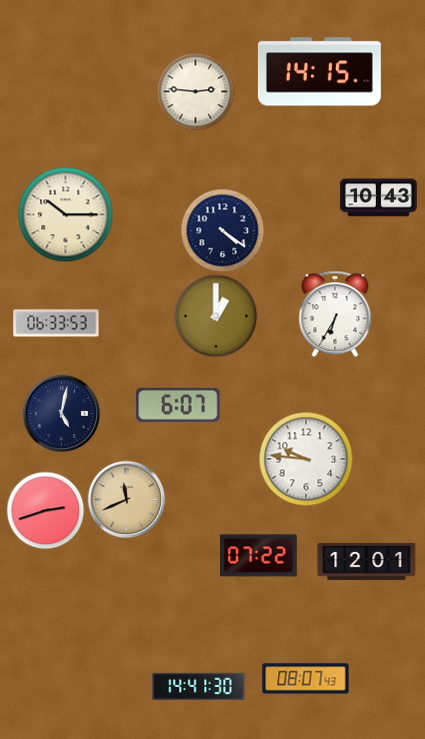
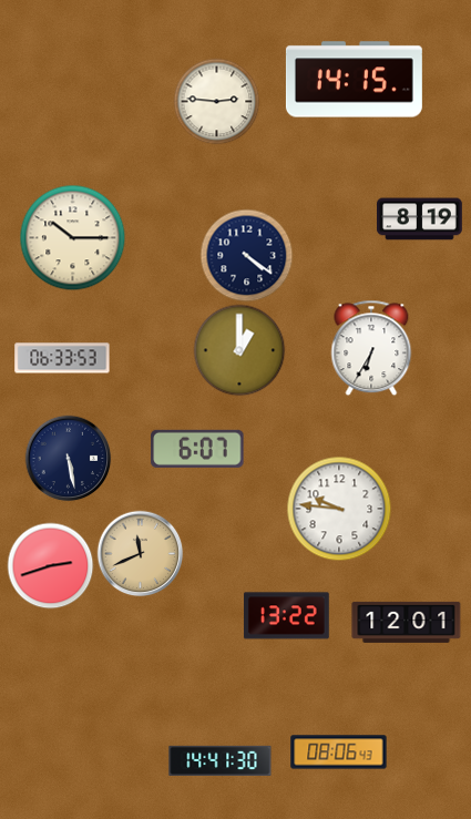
clock at (379, 198): 10:43 -> 8:19
clock at (61, 413): 5:02 -> 5:28
clock at (258, 556): 07:22 -> 13:22
clock at (306, 679): 08:07 -> 08:06
